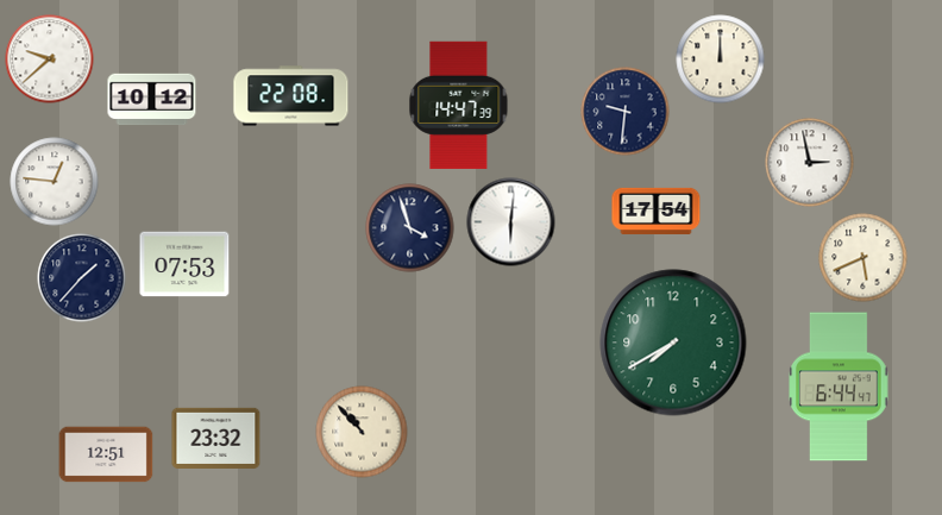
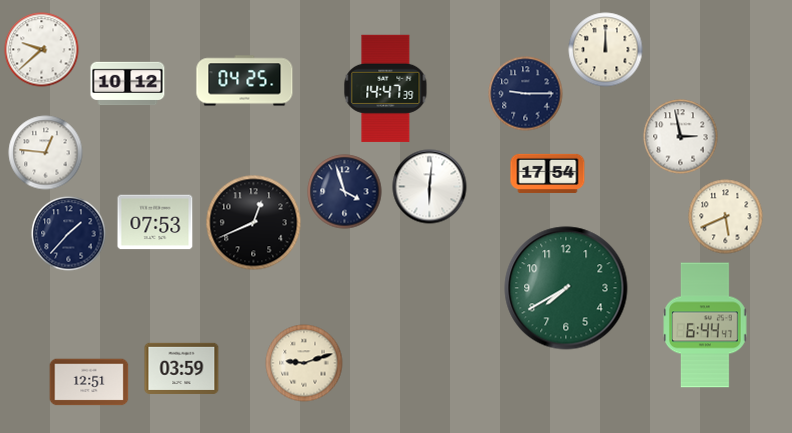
clock at (291, 96): 22:08 -> 04:25
clock at (626, 112): 9:31 -> 9:15
clock at (657, 211) position: (657, 211) -> (548, 173)
clock at (254, 223): none -> 12:41
clock at (362, 432): 10:53 -> 9:12
clock at (216, 438): 23:32 -> 03:59
